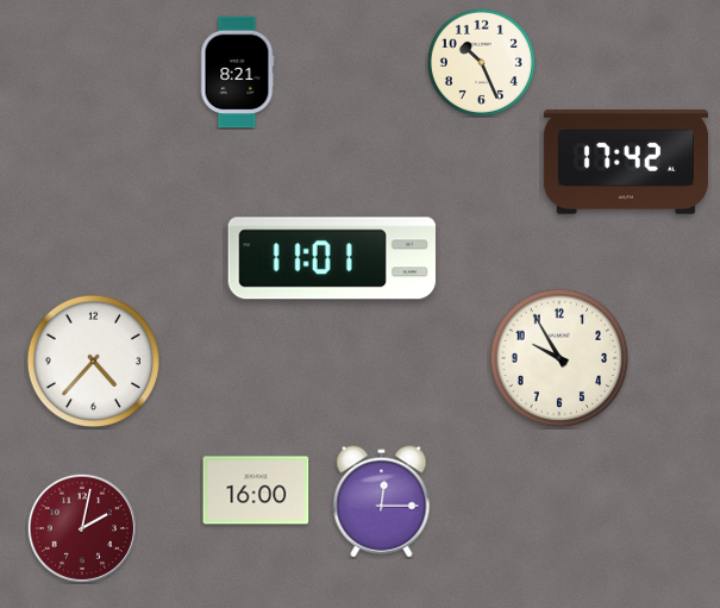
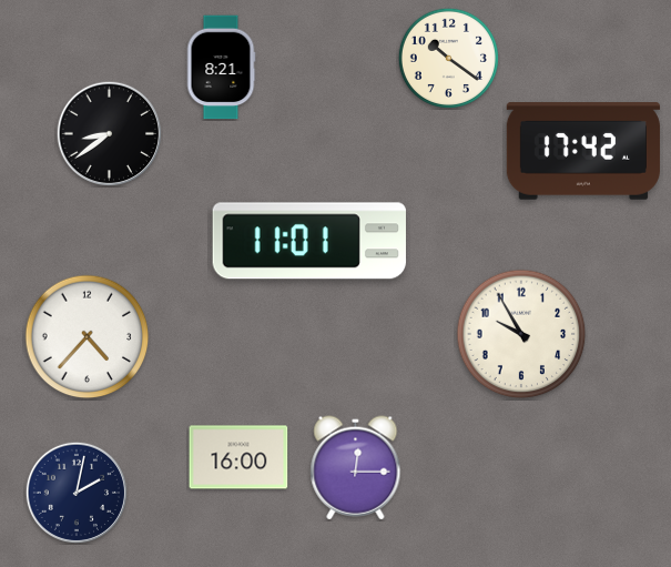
clock at (481, 62): 10:26 -> 10:21
clock at (109, 133): none -> 8:39
clock at (82, 528) dial: burgundy -> navy
